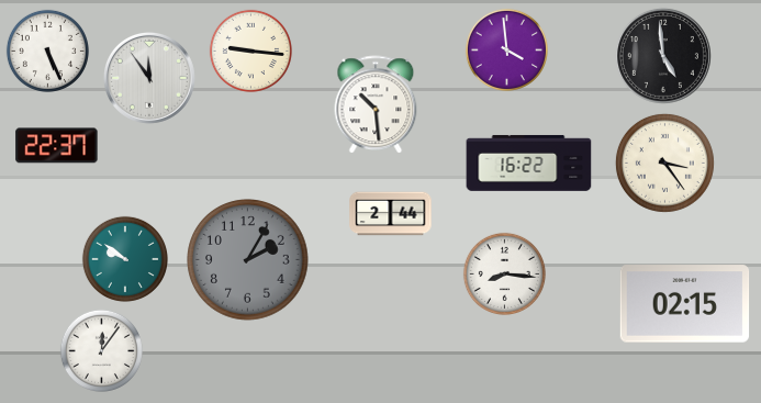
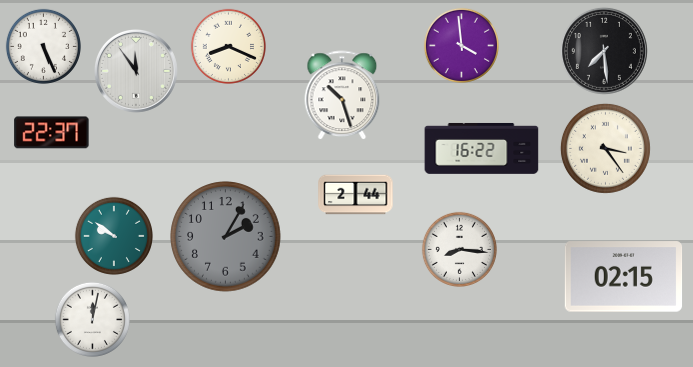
clock at (250, 51): 9:16 -> 8:19
clock at (663, 56): 4:59 -> 7:29
clock at (376, 105): 10:29 -> 10:27
clock at (101, 350): 12:06 -> 12:02
